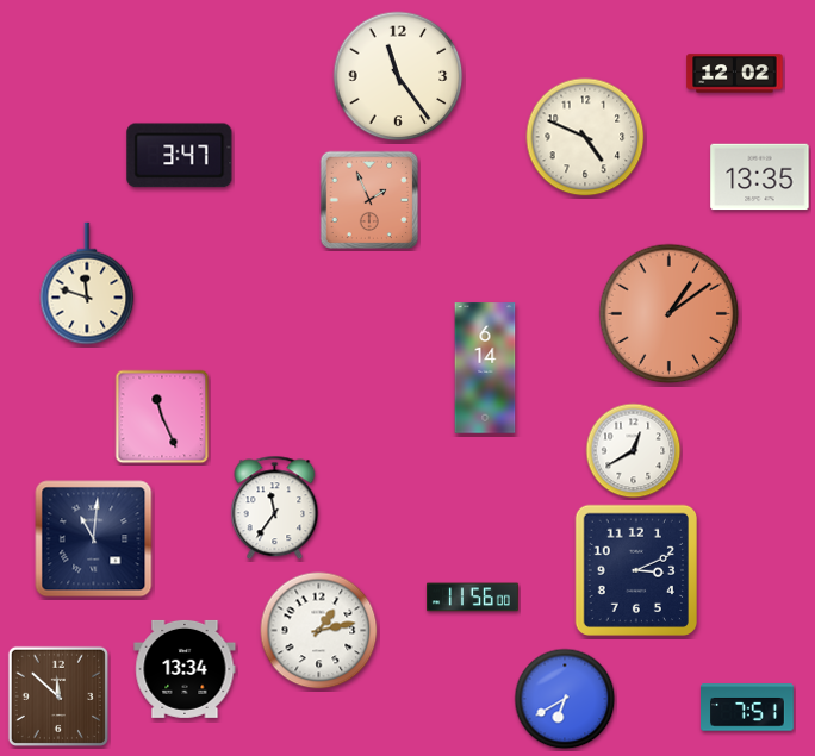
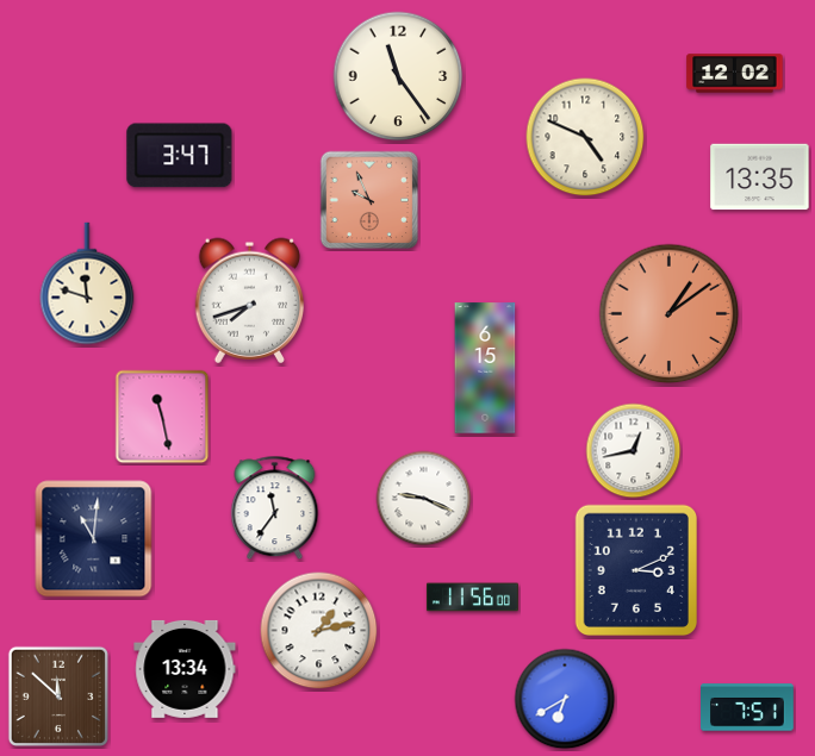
clock at (369, 200): 1:56 -> 9:56
clock at (250, 300): none -> 7:42
clock at (485, 368): 6:14 -> 6:15
clock at (162, 417): 11:26 -> 11:28
clock at (634, 451): 12:40 -> 12:43
clock at (424, 499): none -> 9:19
